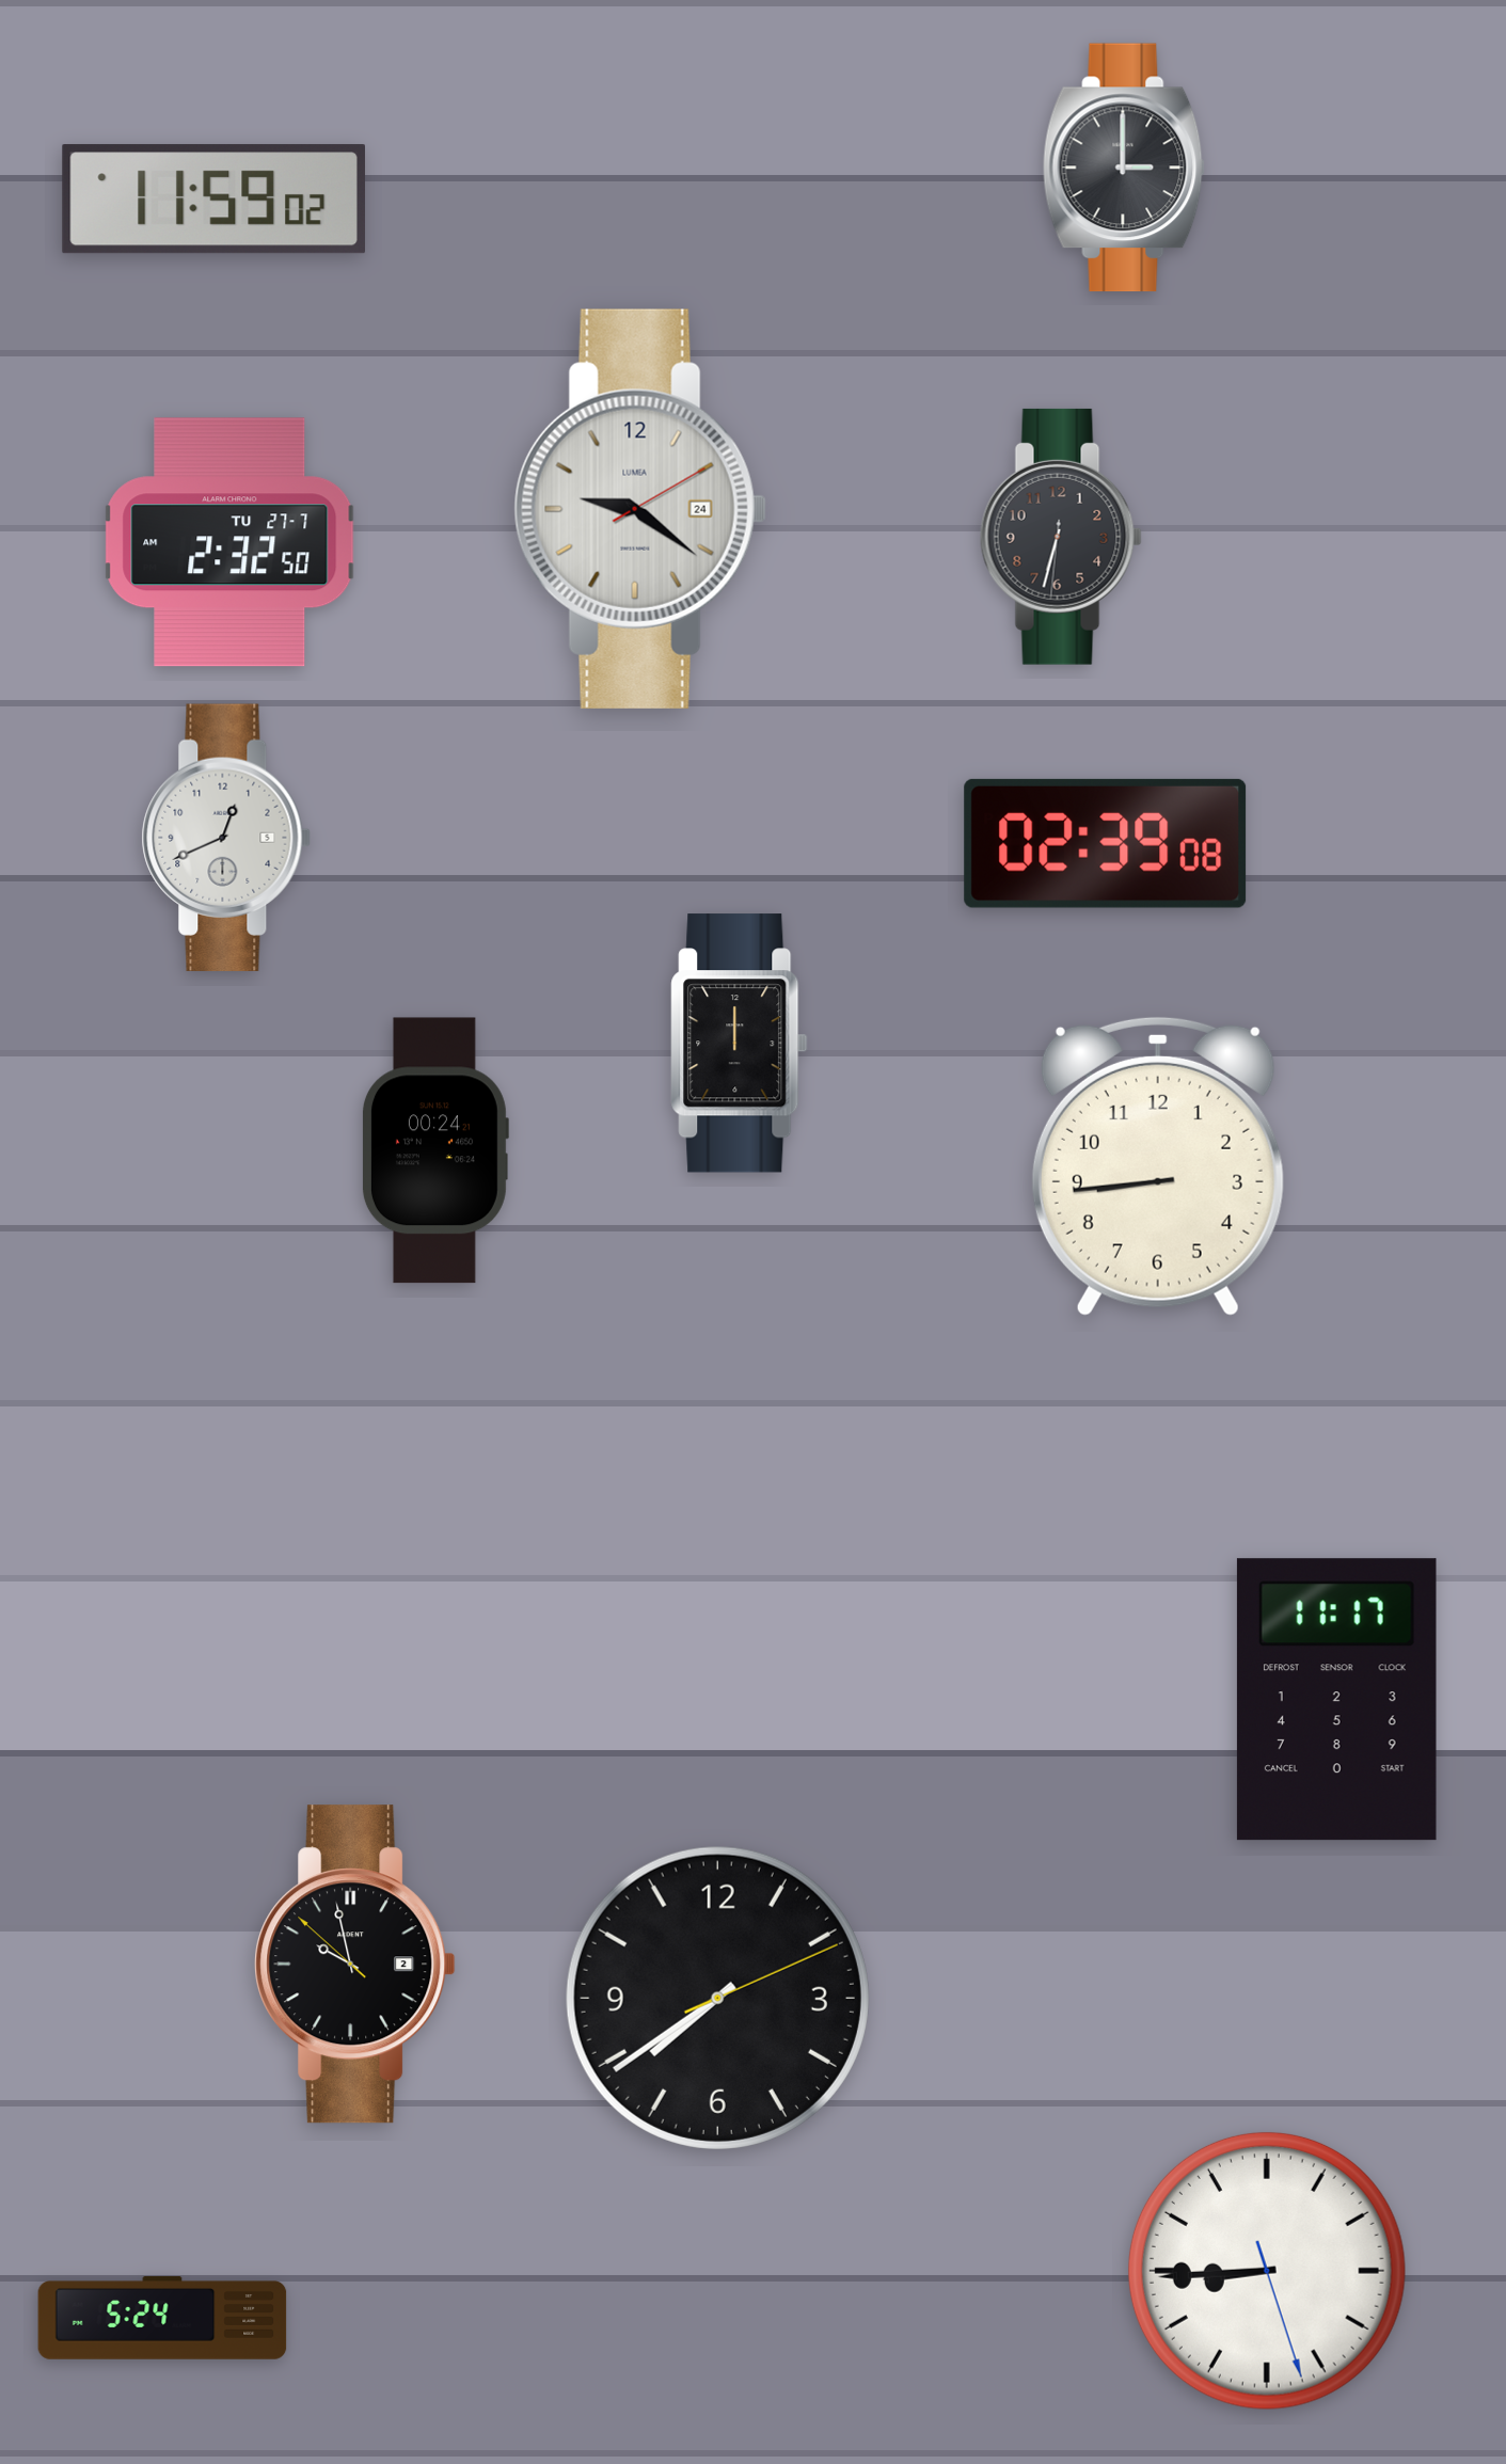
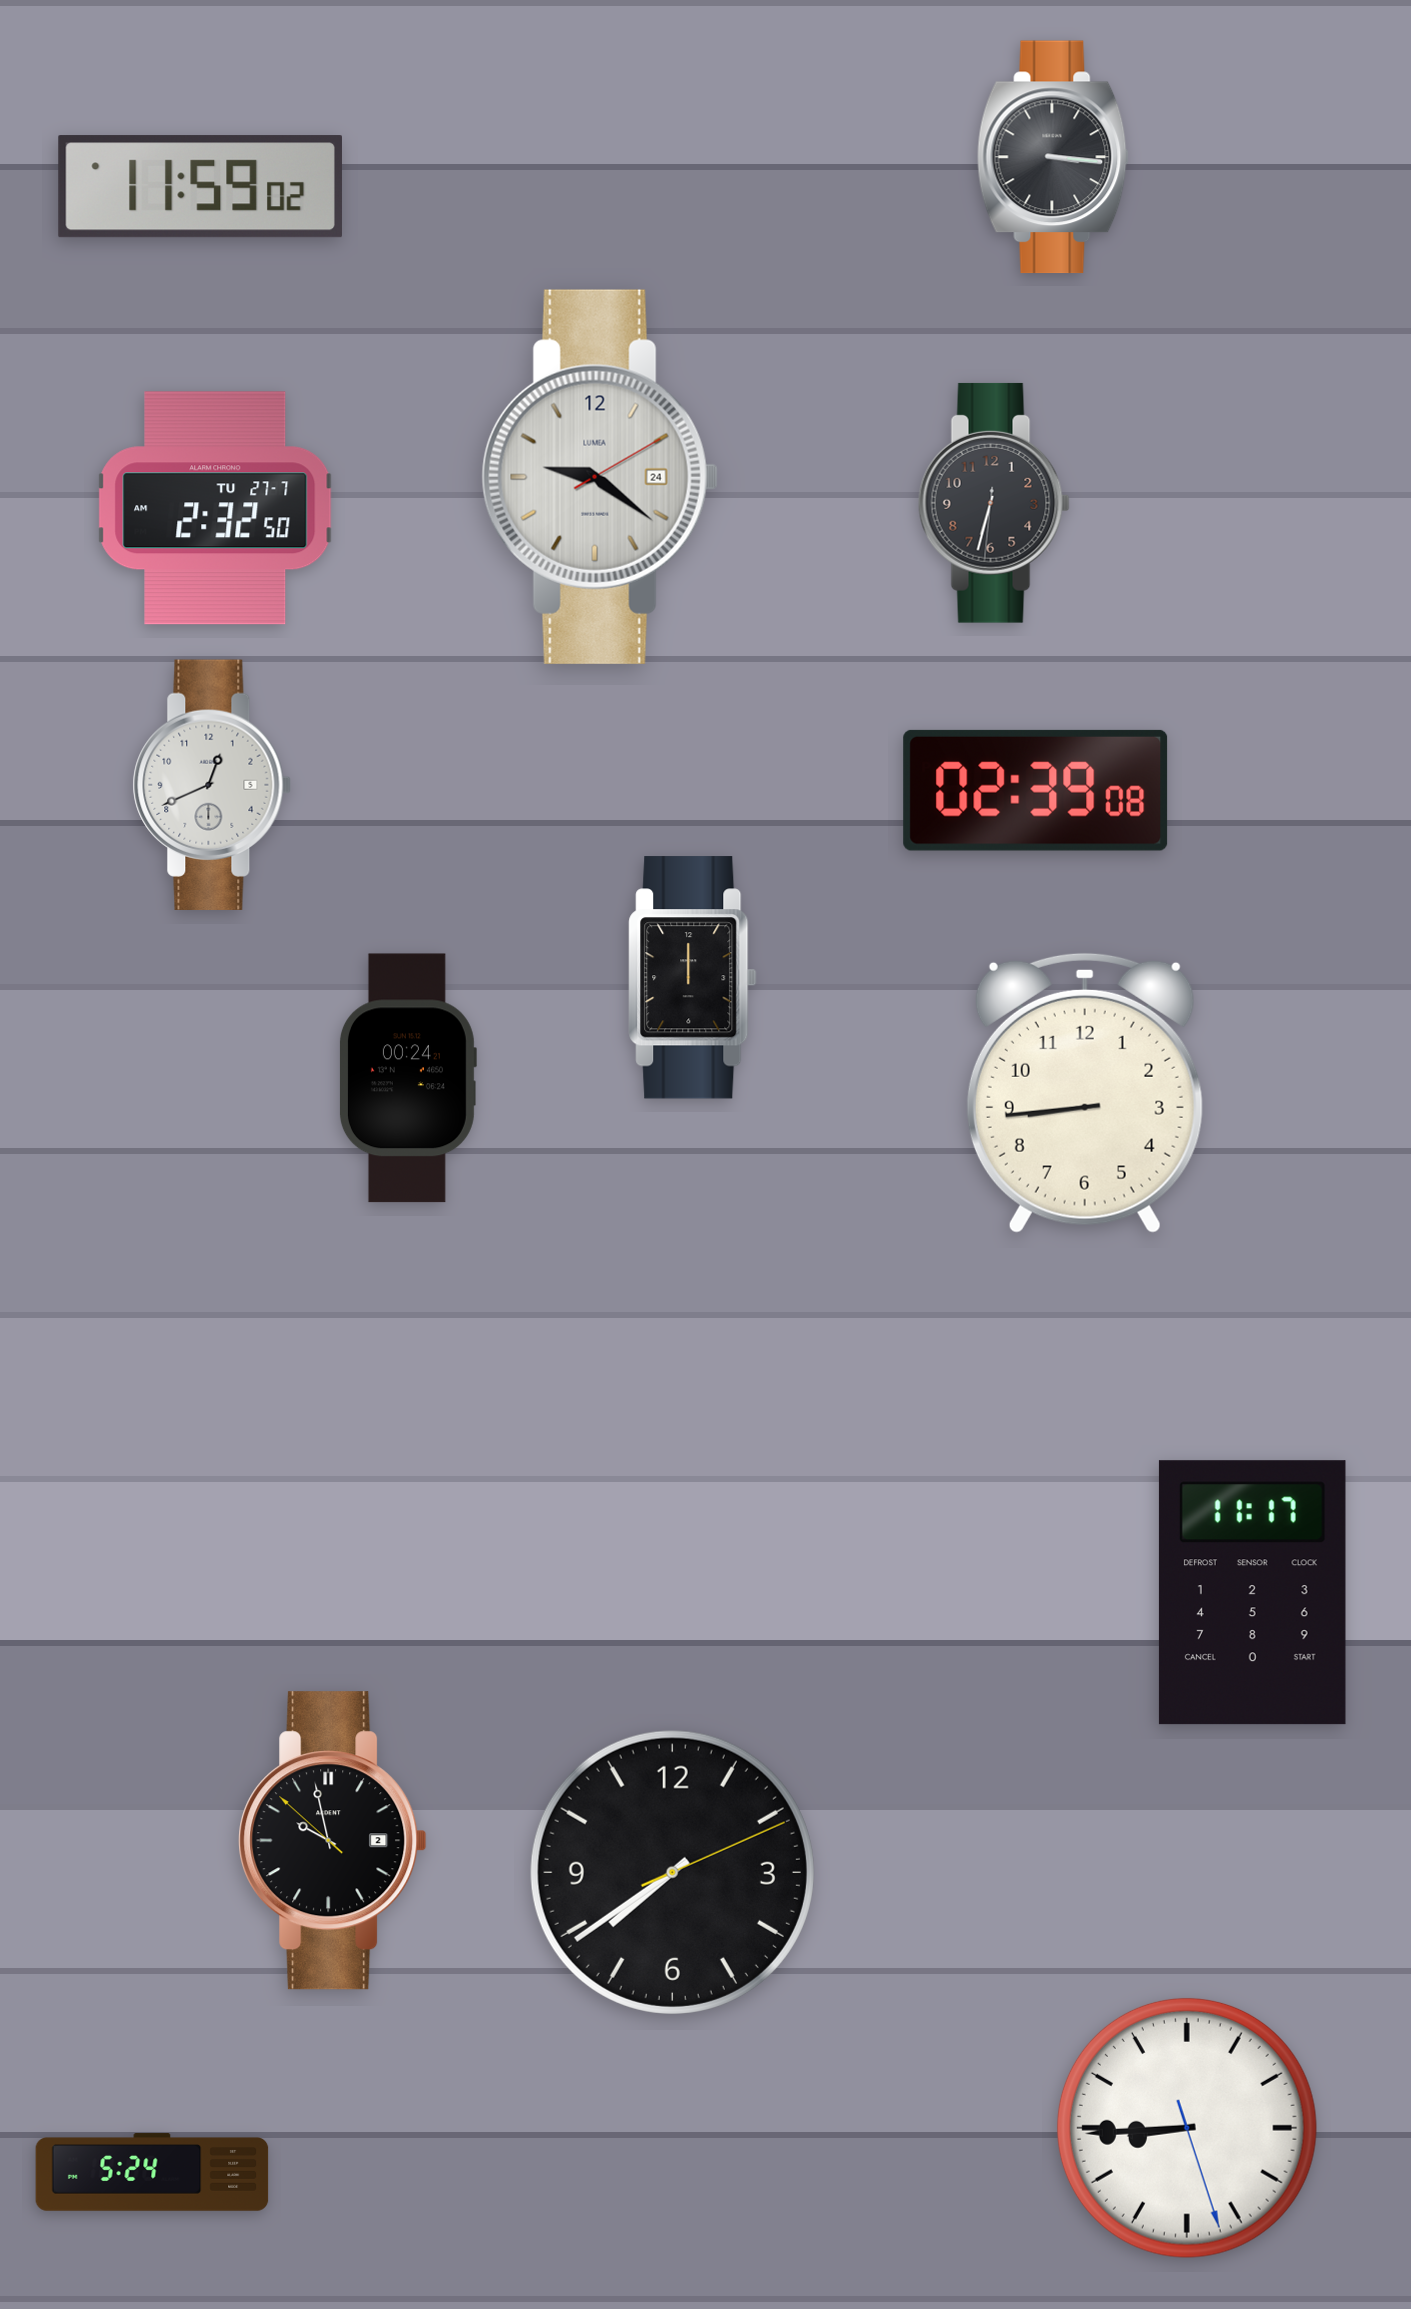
clock at (1124, 168): 3:00 -> 3:16
